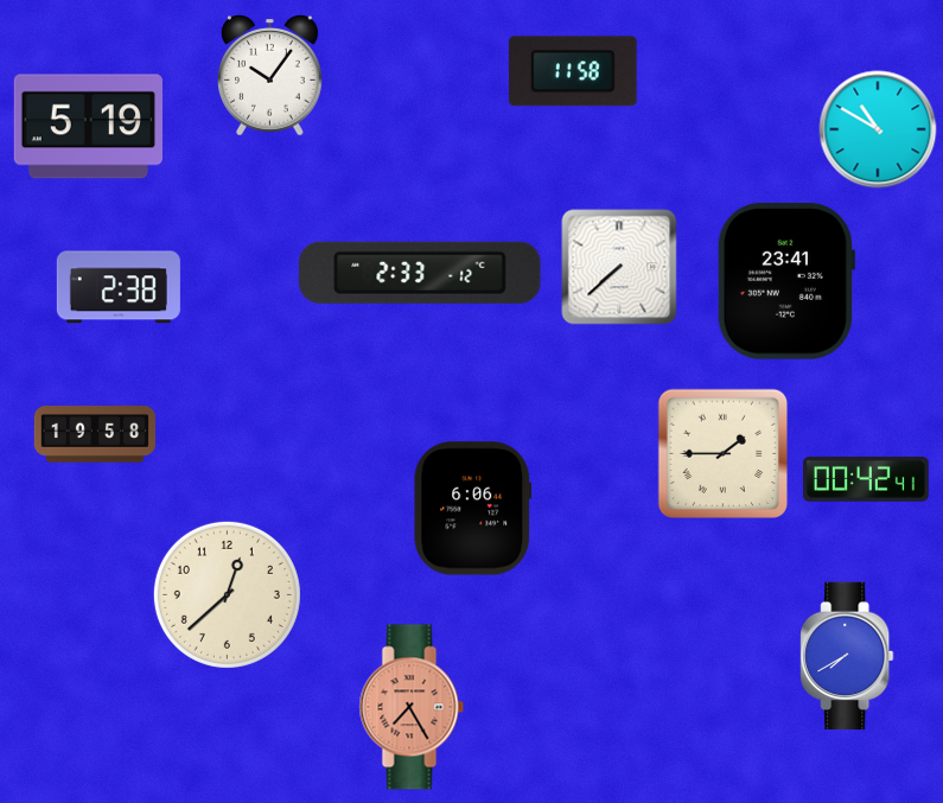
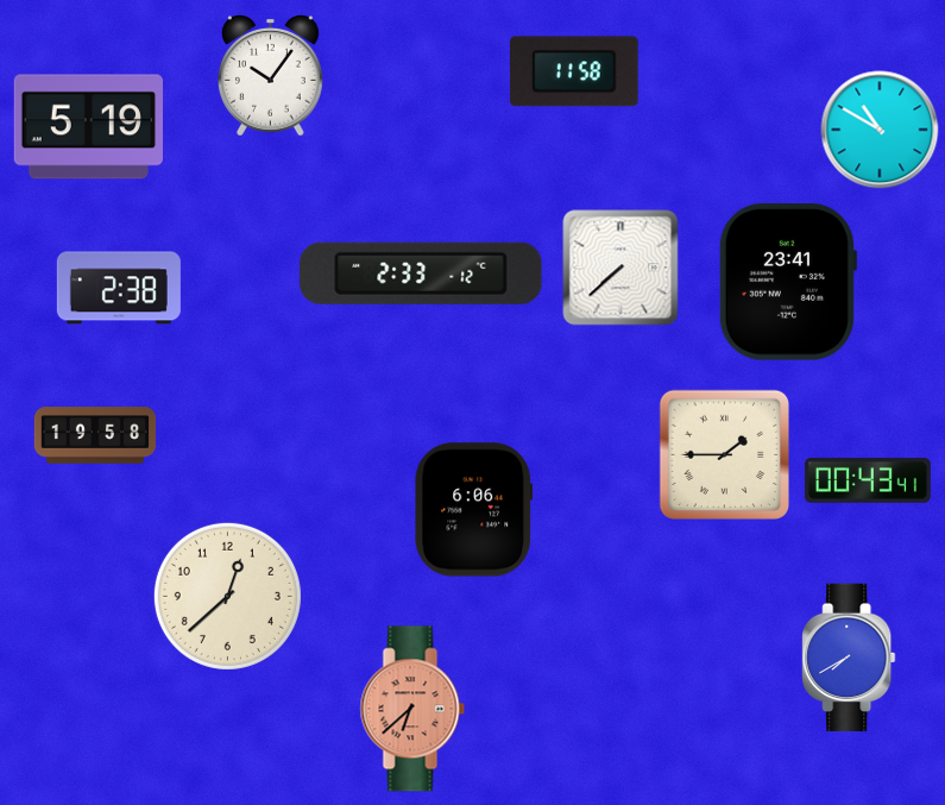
clock at (866, 479): 00:42 -> 00:43
clock at (412, 707): 7:25 -> 6:38
